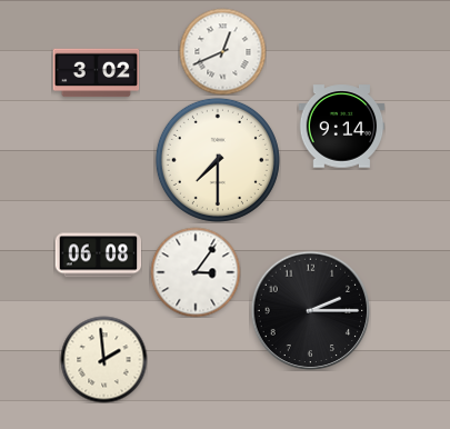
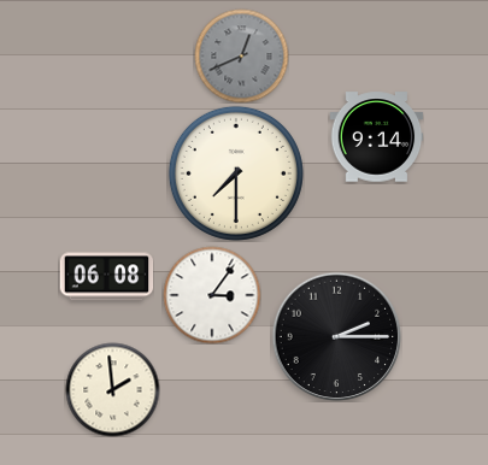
clock at (222, 51) dial: white -> grey
clock at (96, 73): 3:02 -> none
clock at (341, 127) position: (341, 127) -> (376, 137)
